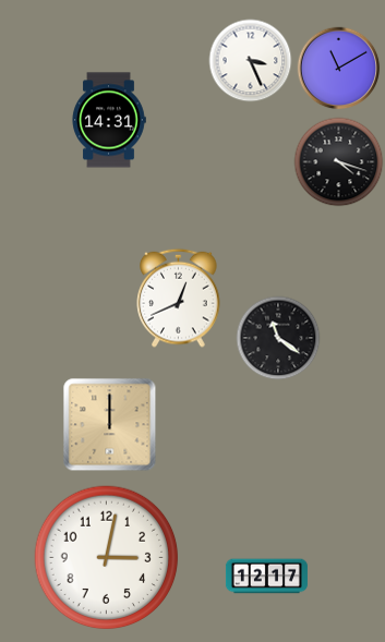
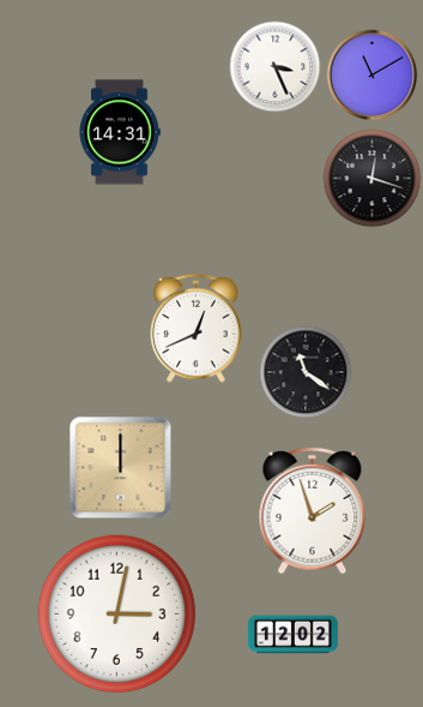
clock at (339, 162): 4:18 -> 12:18
clock at (313, 511): none -> 1:57
clock at (266, 577): 12:17 -> 12:02
